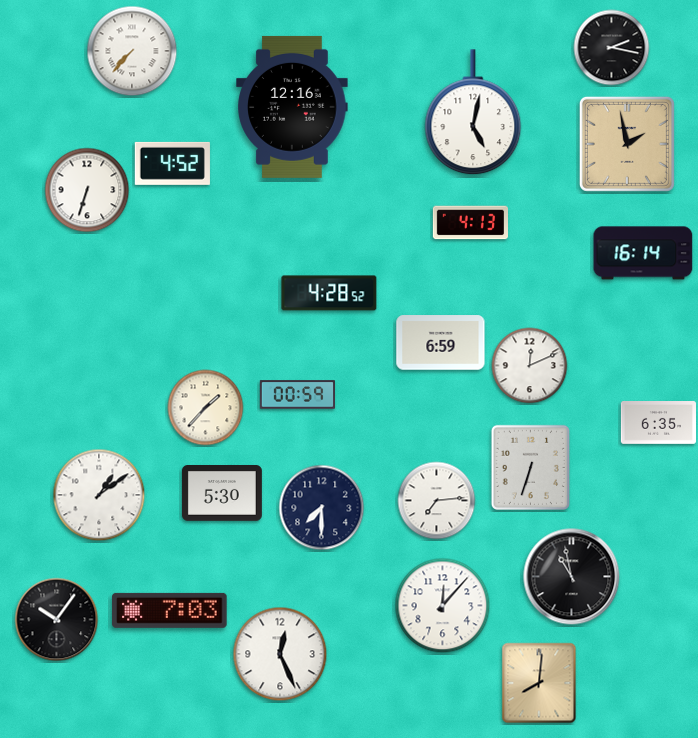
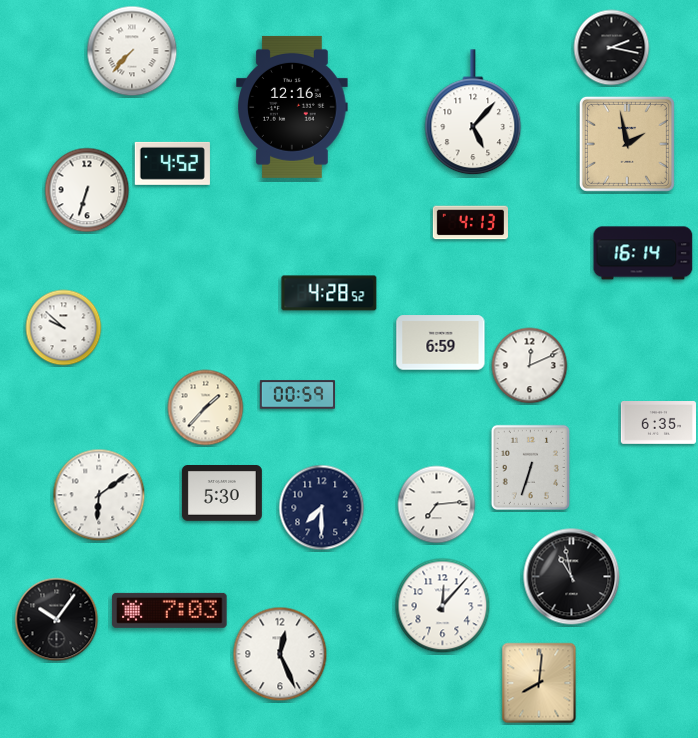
clock at (473, 113): 5:02 -> 5:07
clock at (64, 328): none -> 9:52
clock at (99, 495): 1:09 -> 6:09
clock at (437, 501) position: (437, 501) -> (437, 505)
